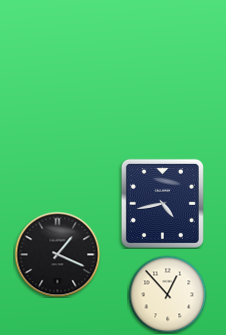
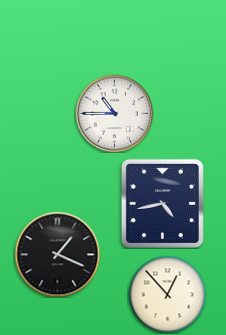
clock at (114, 113): none -> 10:45
